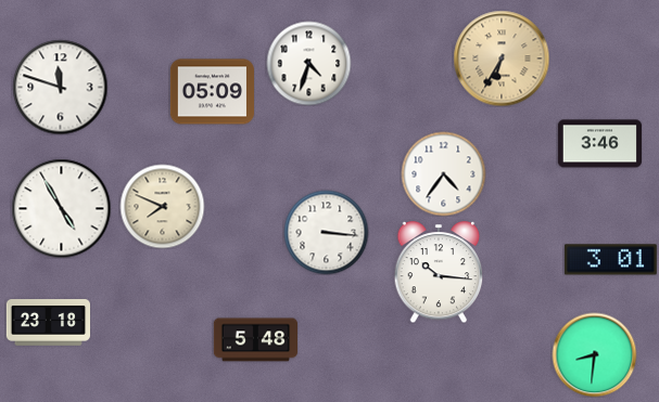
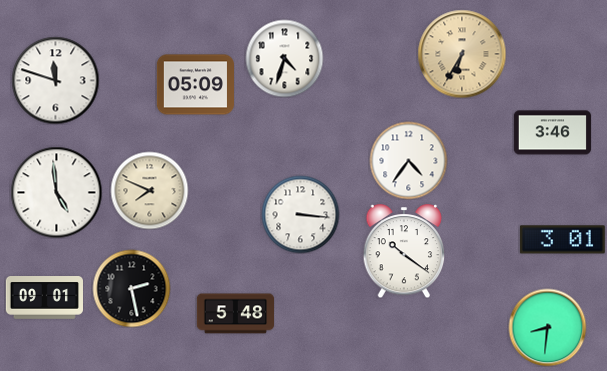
clock at (61, 208): 4:55 -> 4:59
clock at (439, 273): 10:16 -> 10:21
clock at (131, 288): none -> 2:28
clock at (48, 323): 23:18 -> 09:01
